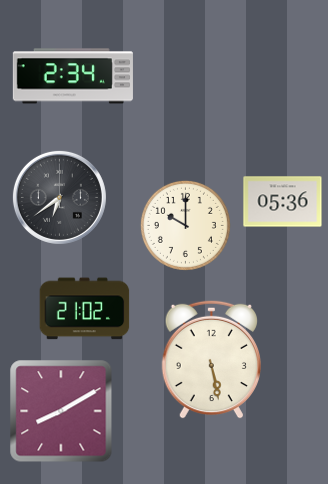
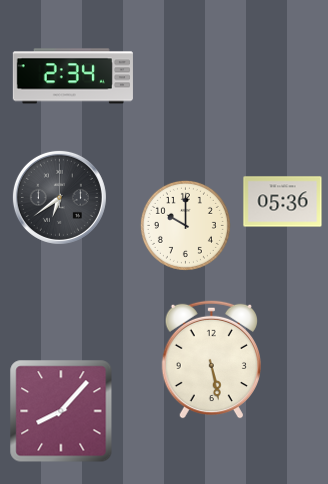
clock at (85, 309): 21:02 -> none
clock at (61, 411): 8:10 -> 8:07
